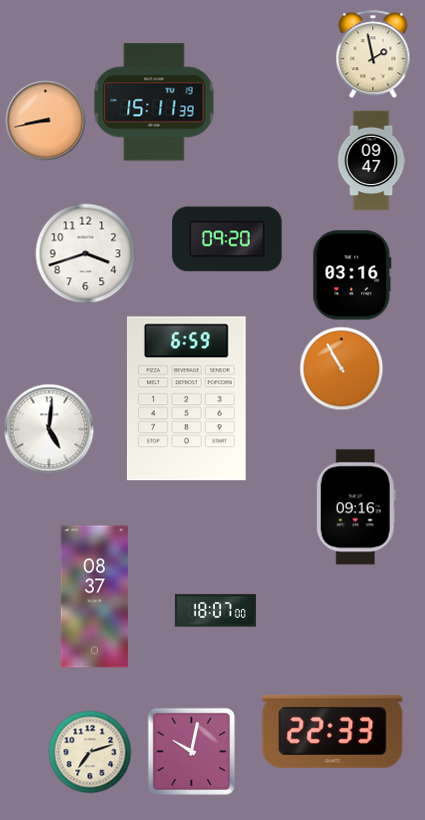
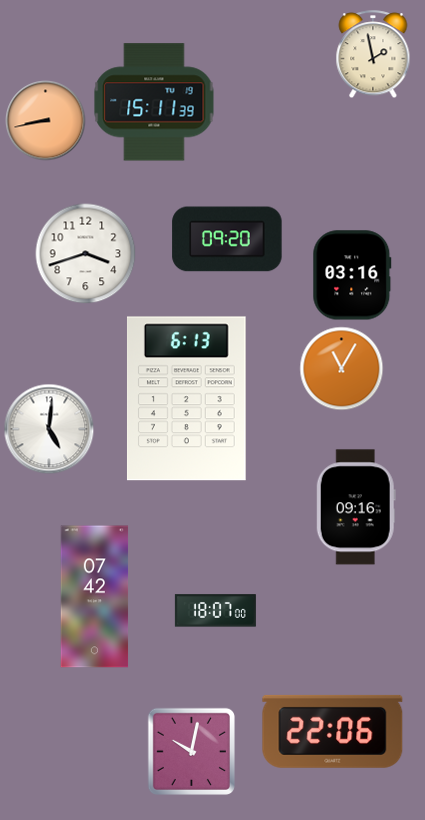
clock at (371, 161): 09:47 -> none
clock at (342, 369): 10:55 -> 11:05
clock at (186, 399): 6:59 -> 6:13
clock at (95, 597): 08:37 -> 07:42
clock at (333, 731): 22:33 -> 22:06
clock at (90, 752): 7:12 -> none
